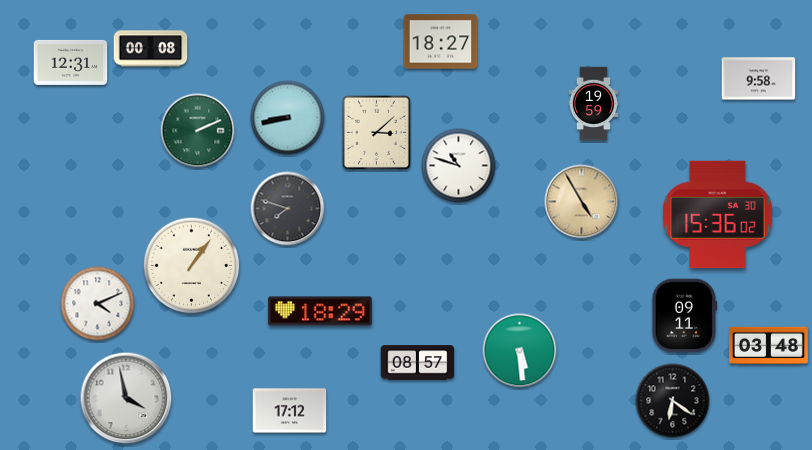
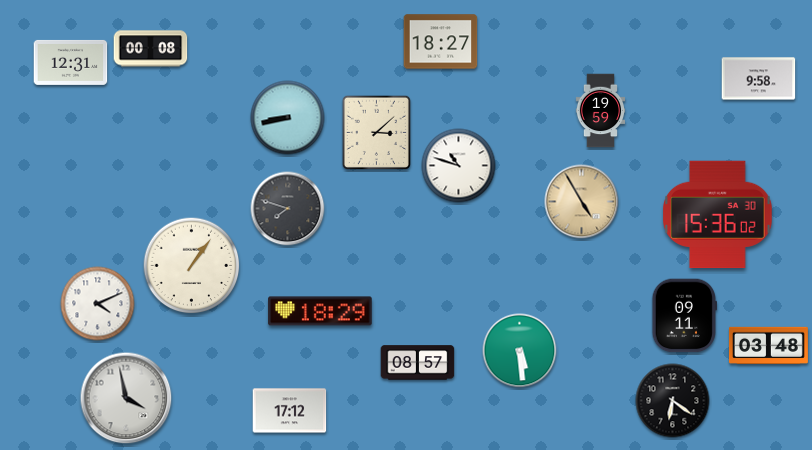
clock at (594, 104) position: (594, 104) -> (601, 111)
clock at (198, 131): 2:11 -> none
